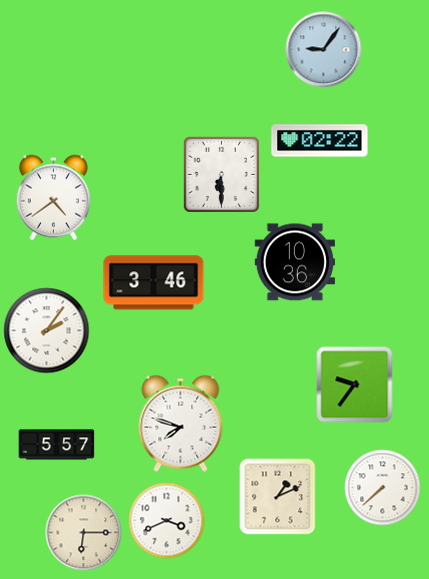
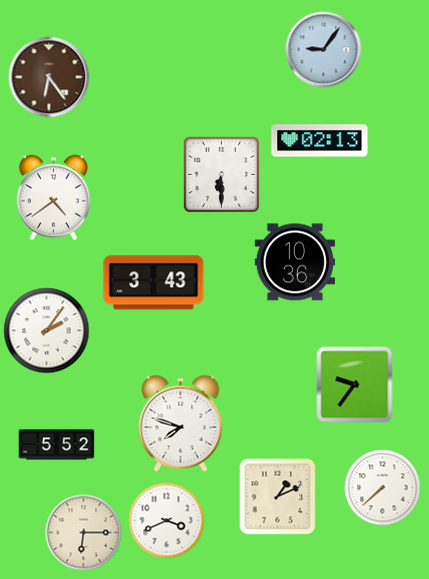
clock at (49, 77): none -> 6:24
clock at (320, 141): 02:22 -> 02:13
clock at (154, 283): 3:46 -> 3:43
clock at (57, 445): 5:57 -> 5:52
